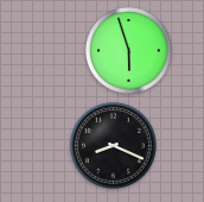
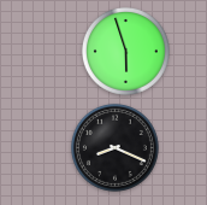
clock at (128, 50) position: (128, 50) -> (125, 51)
